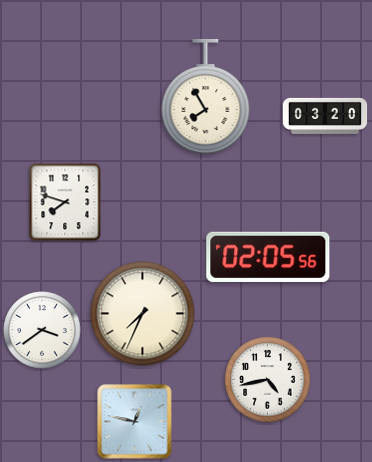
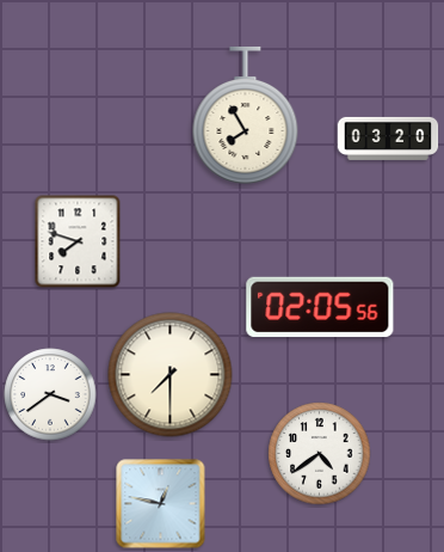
clock at (143, 314): 7:34 -> 7:30
clock at (268, 380): 4:43 -> 4:39
